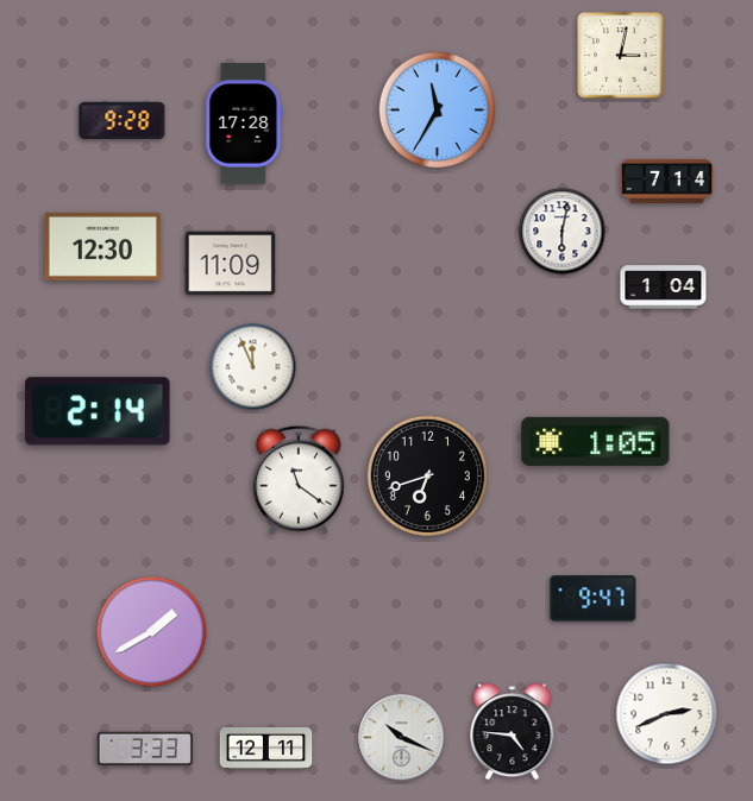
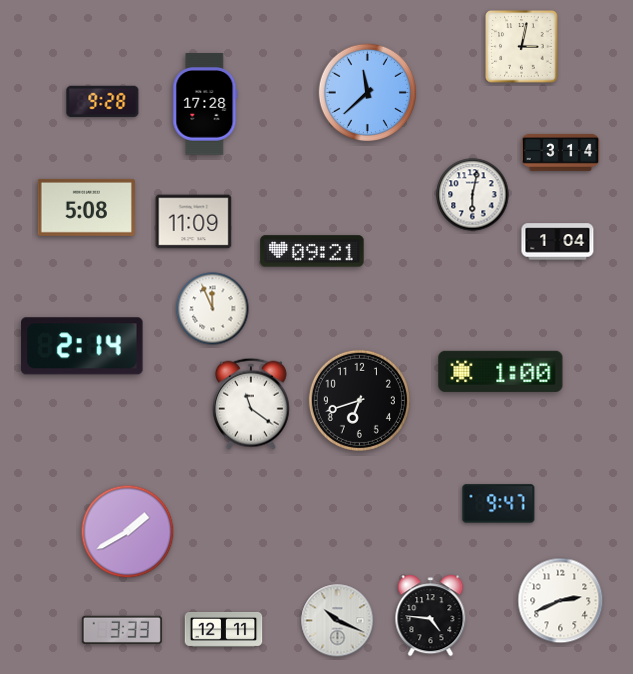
clock at (438, 111): 11:35 -> 11:38
clock at (667, 181): 7:14 -> 3:14
clock at (102, 246): 12:30 -> 5:08
clock at (312, 251): none -> 09:21
clock at (596, 441): 1:05 -> 1:00
